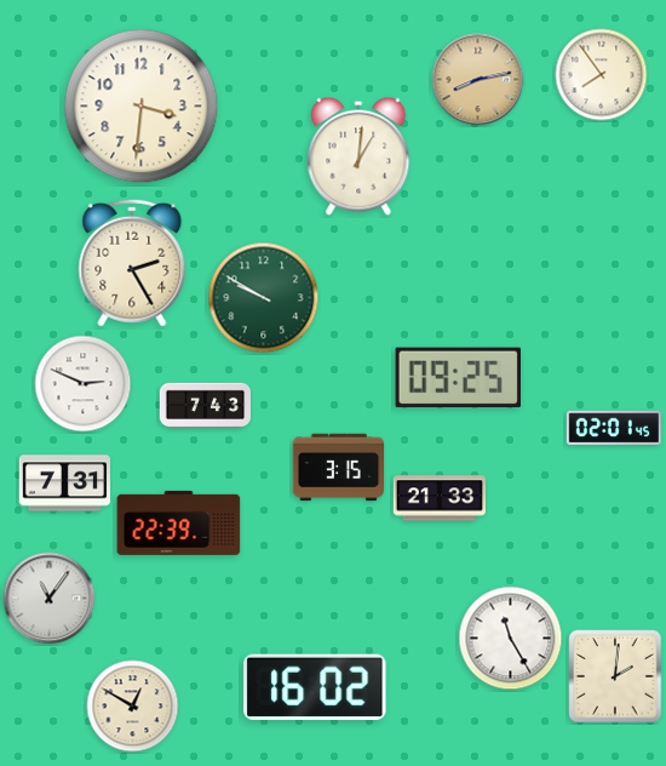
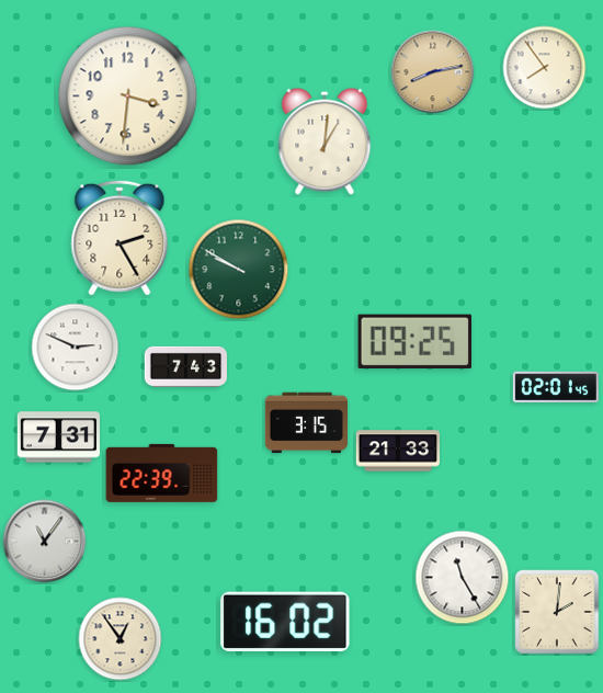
clock at (133, 707): 12:50 -> 12:54
